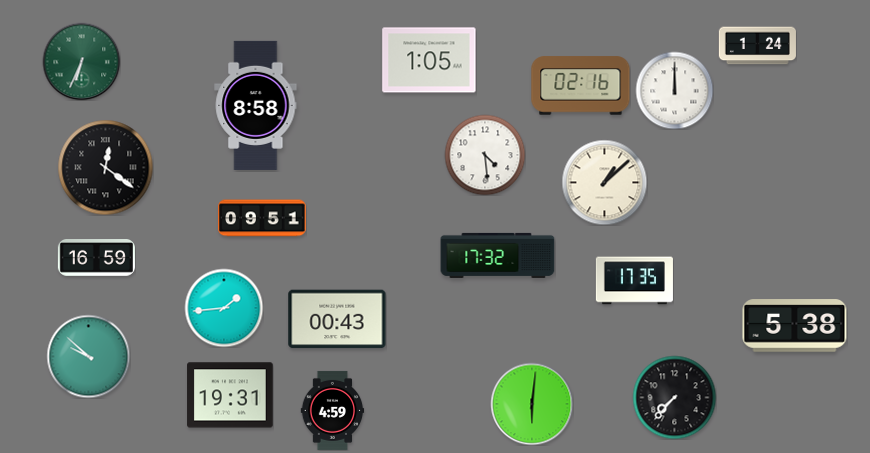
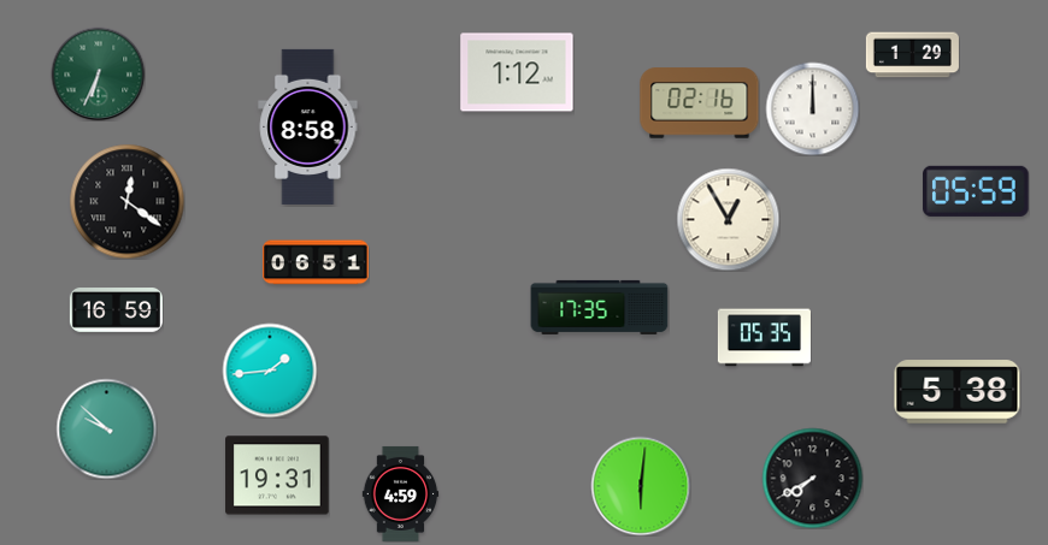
clock at (757, 46): 1:24 -> 1:29
clock at (429, 60): 1:05 -> 1:12
clock at (485, 155): 4:29 -> none
clock at (976, 191): none -> 05:59
clock at (604, 182): 1:08 -> 12:55
clock at (262, 218): 09:51 -> 06:51
clock at (498, 255): 17:32 -> 17:35
clock at (634, 281): 17:35 -> 05:35
clock at (337, 319): 00:43 -> none
clock at (674, 397): 7:37 -> 7:40
